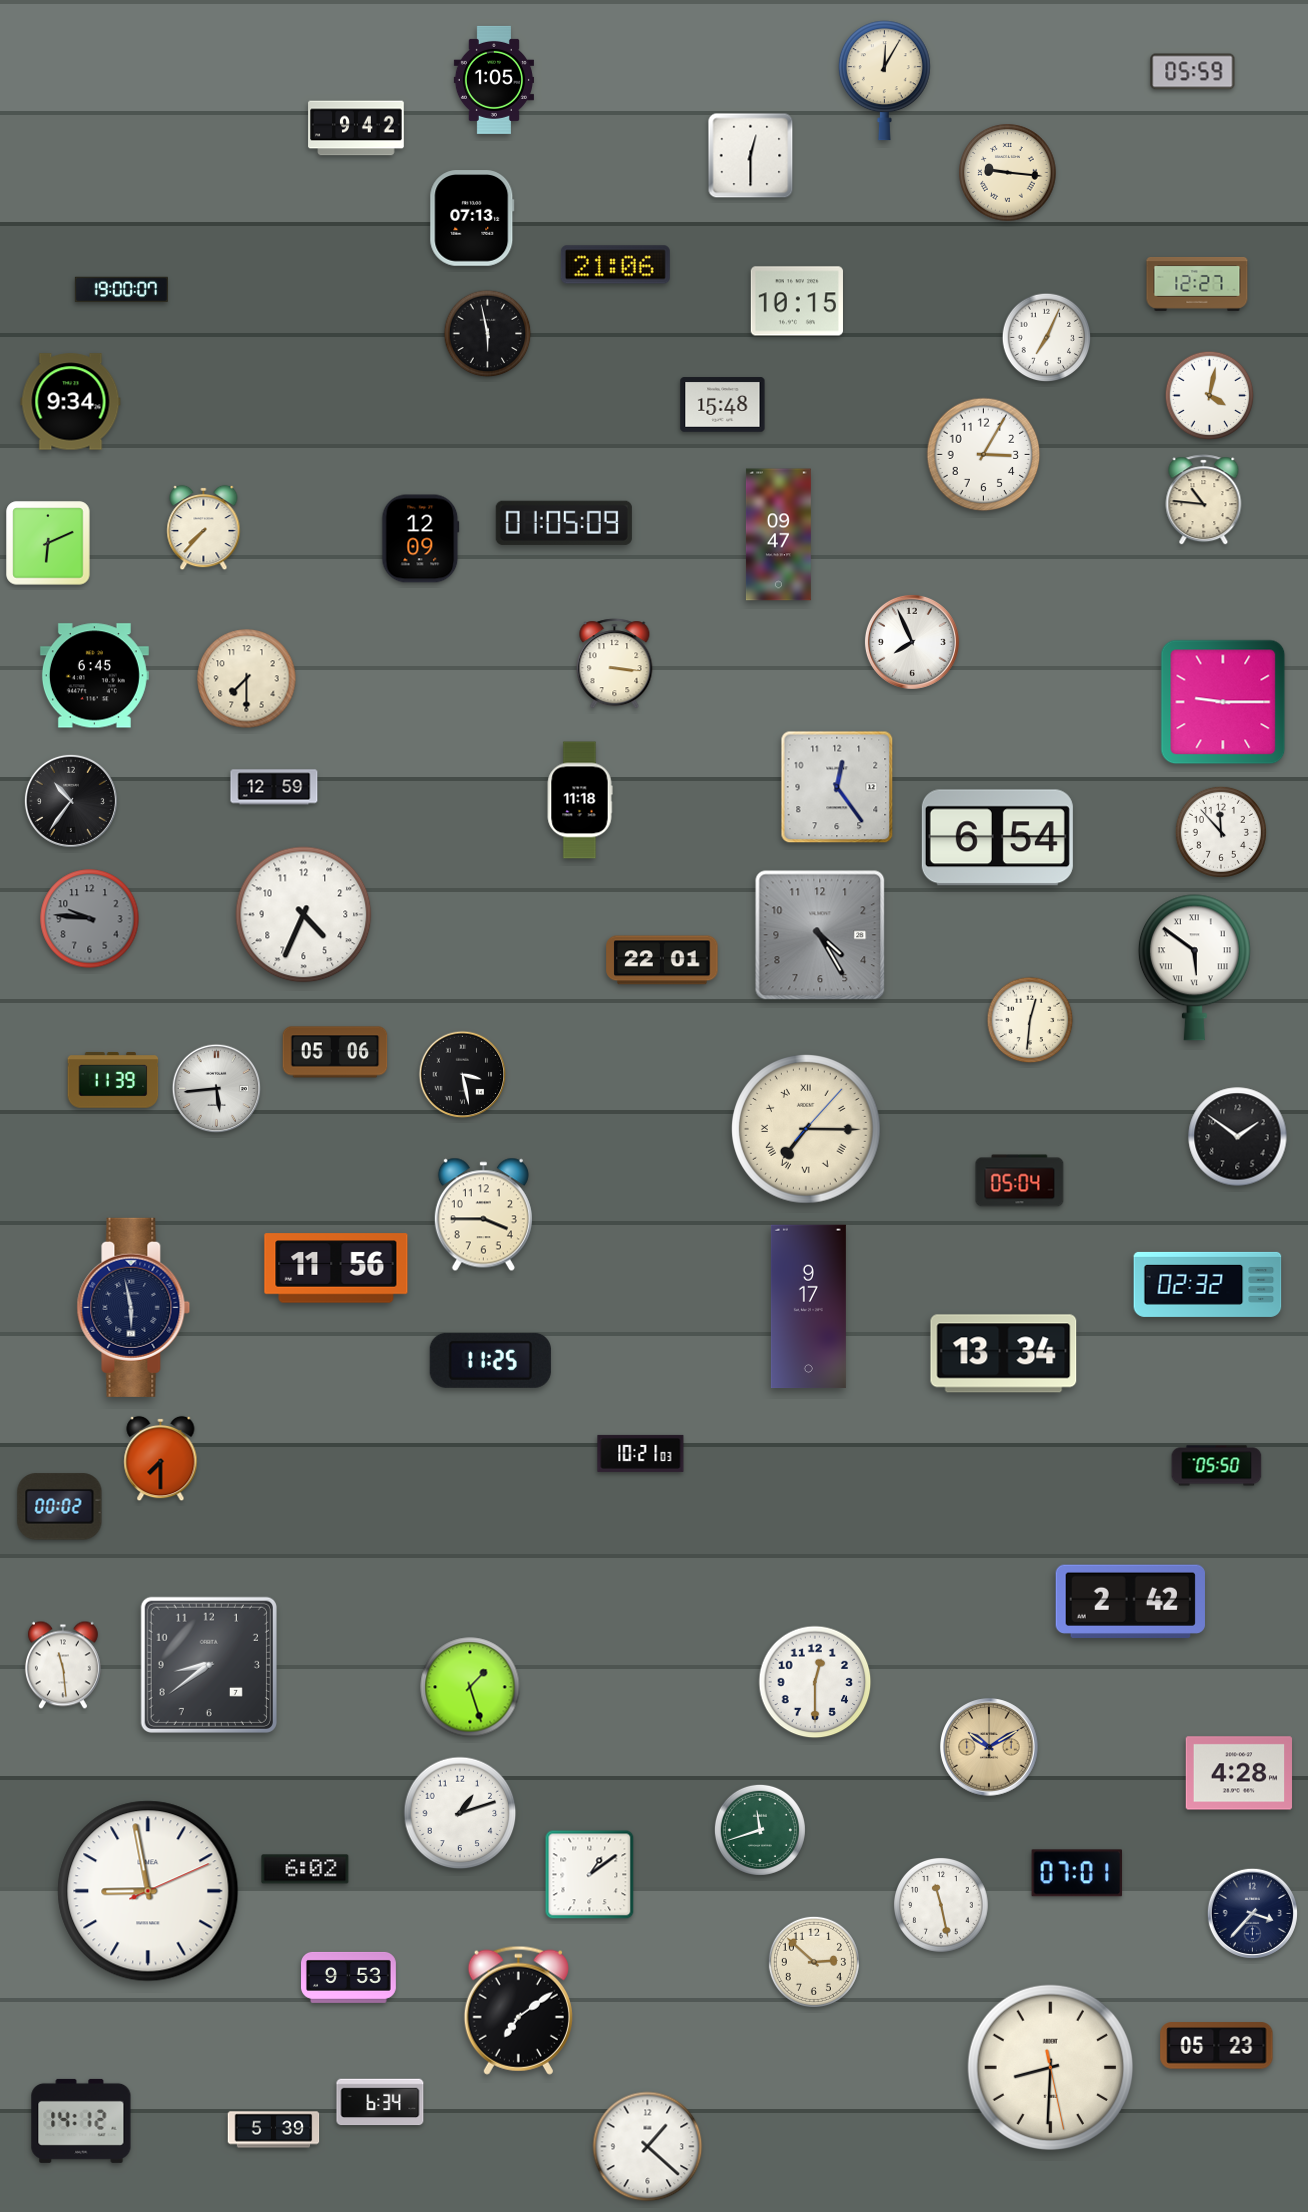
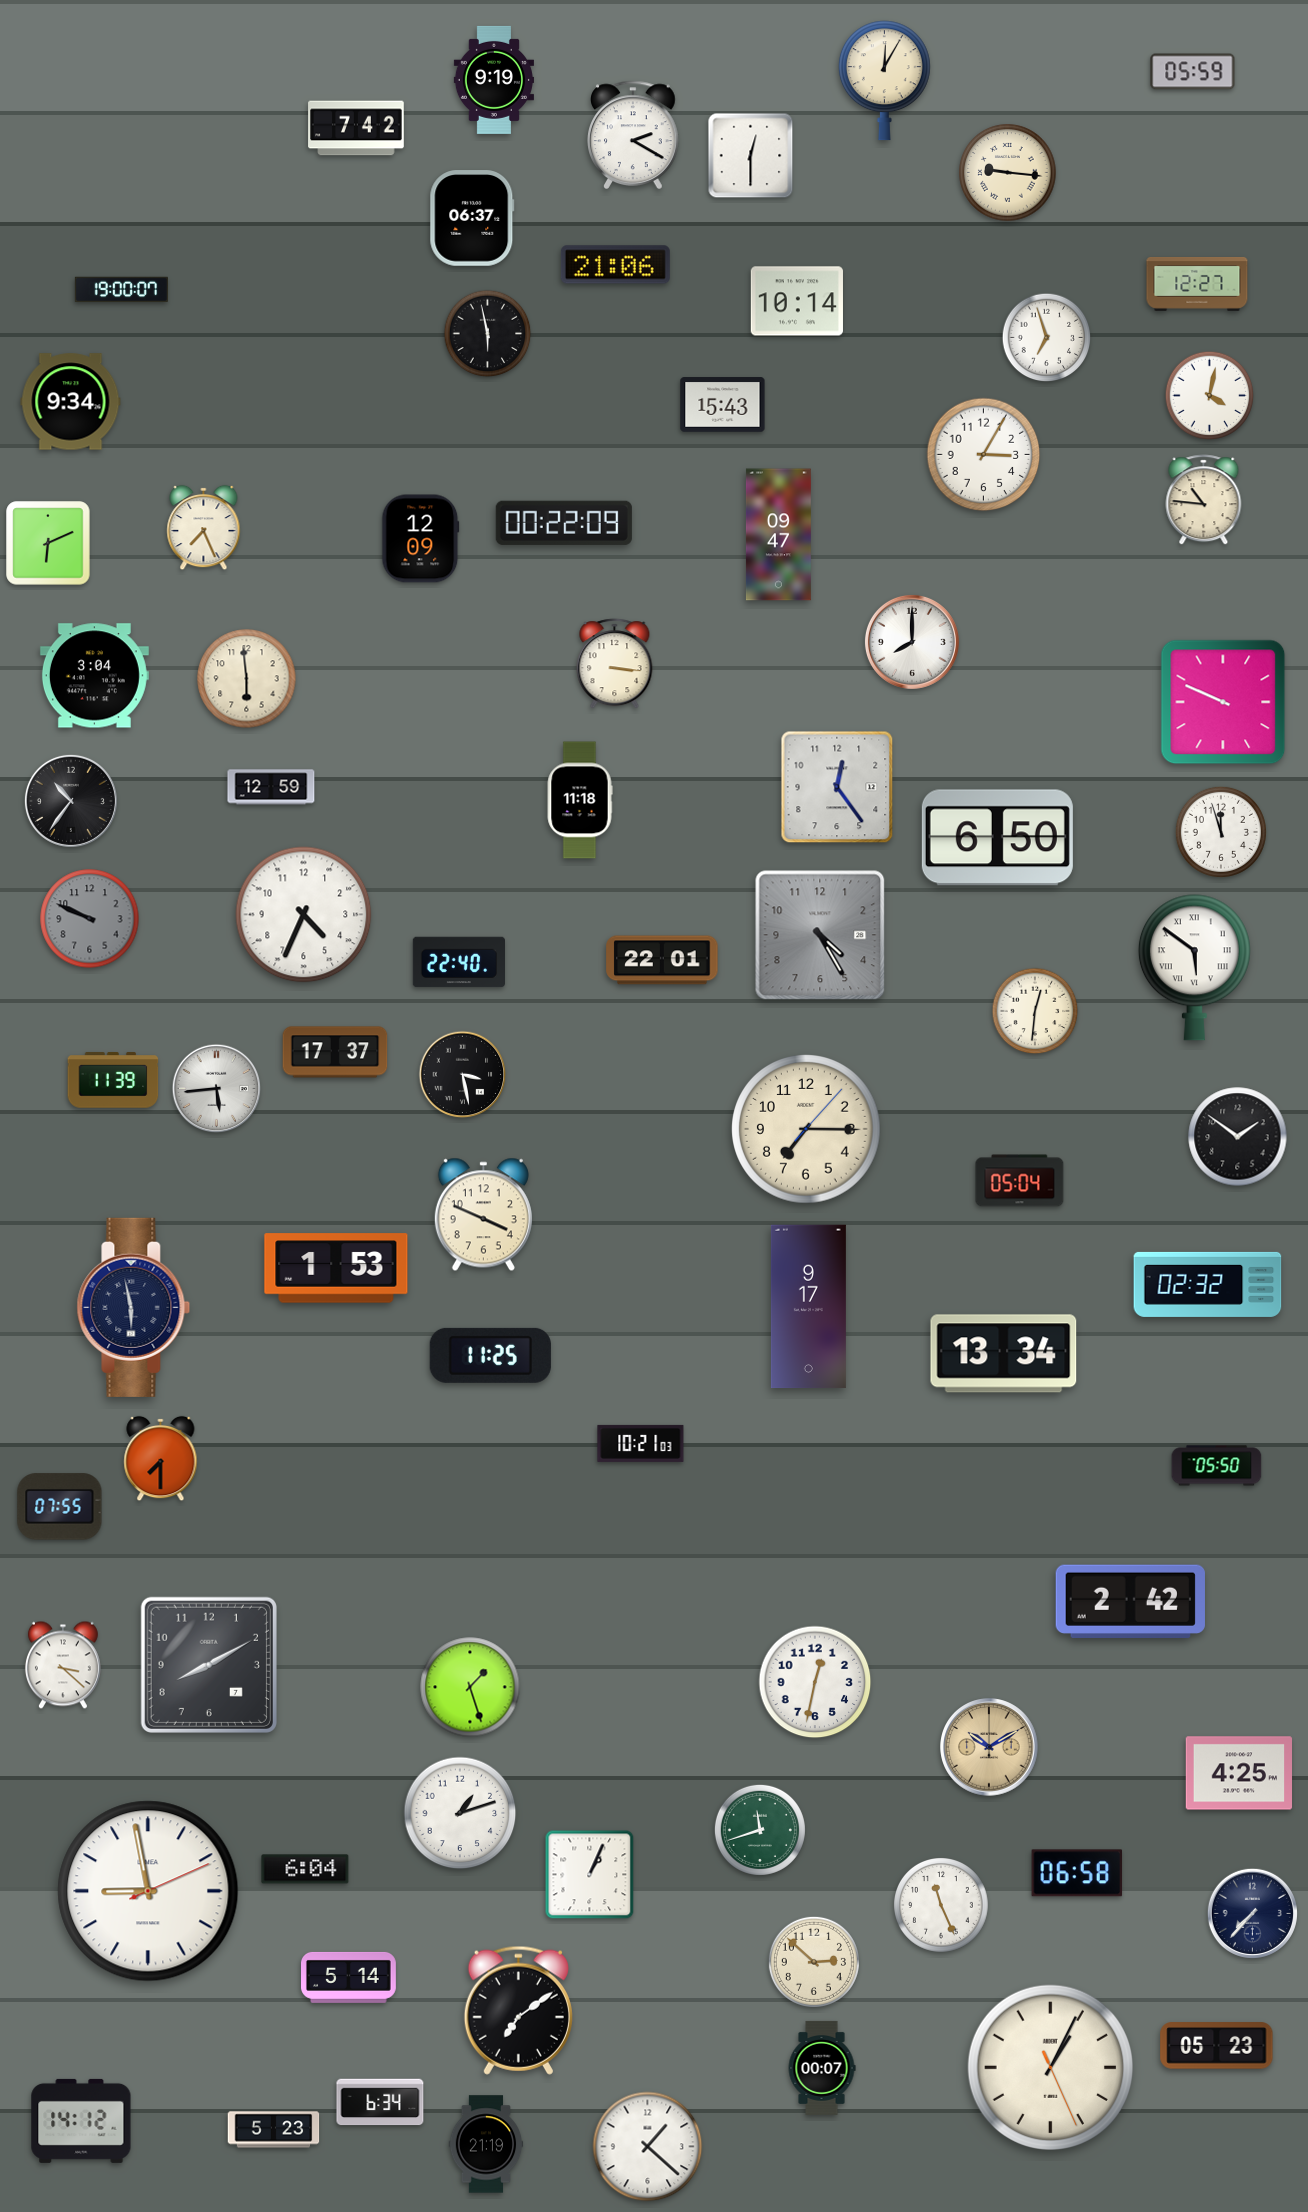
clock at (494, 80): 1:05 -> 9:19
clock at (356, 128): 9:42 -> 7:42
clock at (634, 134): none -> 2:20
clock at (472, 218): 07:13 -> 06:37
clock at (797, 301): 10:15 -> 10:14
clock at (1047, 338): 7:04 -> 6:57
clock at (723, 405): 15:48 -> 15:43
clock at (564, 523): 01:05 -> 00:22
clock at (204, 528): 7:37 -> 7:26
clock at (912, 642): 7:56 -> 8:00
clock at (94, 676): 6:45 -> 3:04
clock at (247, 679): 7:30 -> 5:59
clock at (1223, 702): 9:15 -> 9:49
clock at (274, 787) position: (274, 787) -> (271, 787)
clock at (1221, 832): 11:53 -> 11:57
clock at (997, 838): 6:54 -> 6:50
clock at (90, 919): 9:46 -> 9:49
clock at (458, 962): none -> 22:40
clock at (1030, 1020) position: (1030, 1020) -> (1035, 1011)
clock at (335, 1052): 05:06 -> 17:37
clock at (806, 1129) numerals: Roman -> Arabic
clock at (483, 1215): 3:45 -> 3:49
clock at (336, 1268): 11:56 -> 1:53
clock at (490, 1360) position: (490, 1360) -> (490, 1355)
clock at (641, 1453) position: (641, 1453) -> (641, 1443)
clock at (60, 1507): 00:02 -> 07:55
clock at (63, 1665): 11:29 -> 3:22
clock at (209, 1665): 8:39 -> 8:10
clock at (815, 1682): 12:30 -> 12:32
clock at (1239, 1773): 4:28 -> 4:25
clock at (305, 1869): 6:02 -> 6:04
clock at (1077, 1873): 07:01 -> 06:58
clock at (590, 1875): 1:09 -> 1:04
clock at (942, 1906): 11:28 -> 11:26
clock at (1252, 1913): 3:37 -> 7:37
clock at (349, 1977): 9:53 -> 5:14
clock at (1050, 2067): 8:30 -> 1:04
clock at (822, 2068): none -> 00:07
clock at (274, 2130): 5:39 -> 5:23
clock at (486, 2144): none -> 21:19
